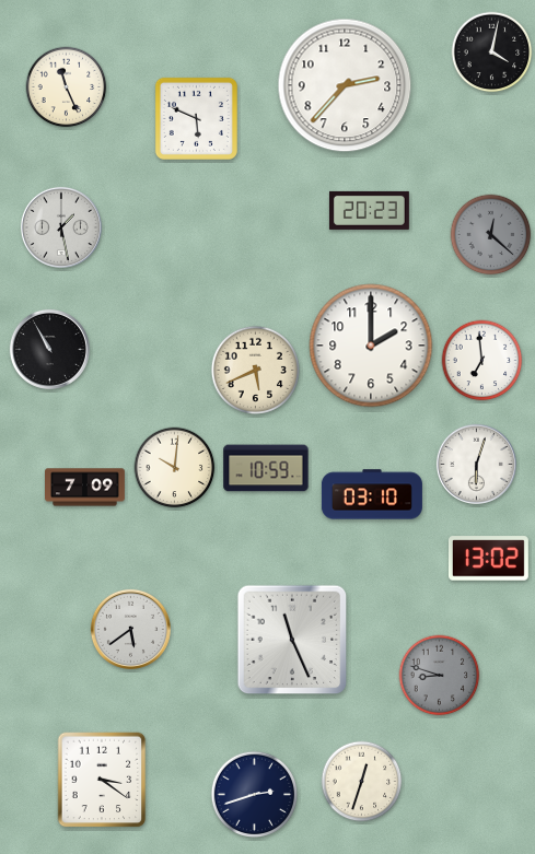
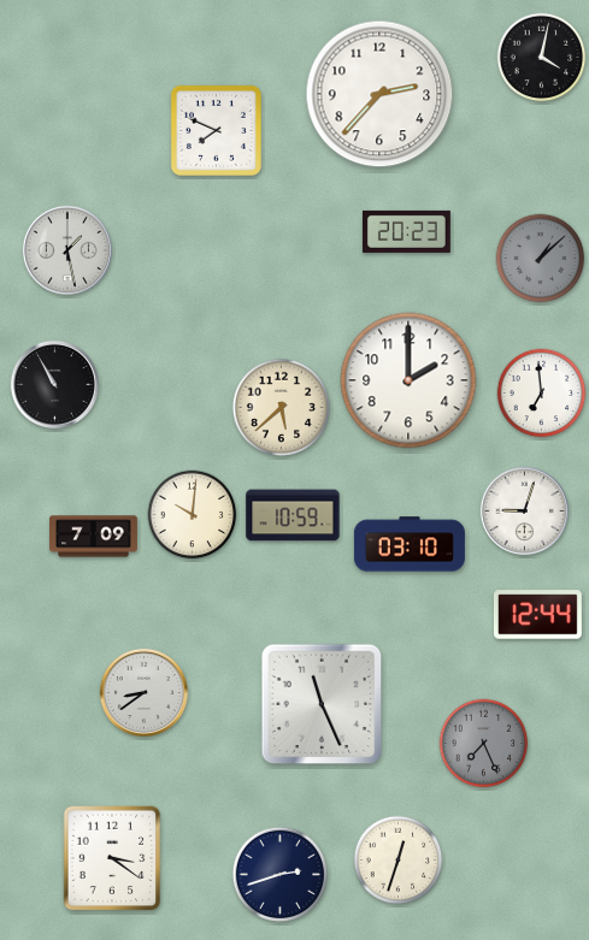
clock at (67, 87): 11:26 -> none
clock at (196, 118): 5:49 -> 7:49
clock at (491, 235): 12:22 -> 1:08
clock at (482, 361) position: (482, 361) -> (542, 394)
clock at (255, 370): 5:41 -> 5:38
clock at (476, 464): 6:03 -> 9:03
clock at (488, 559): 13:02 -> 12:44
clock at (130, 629): 5:39 -> 8:39
clock at (440, 676): 8:48 -> 7:26
